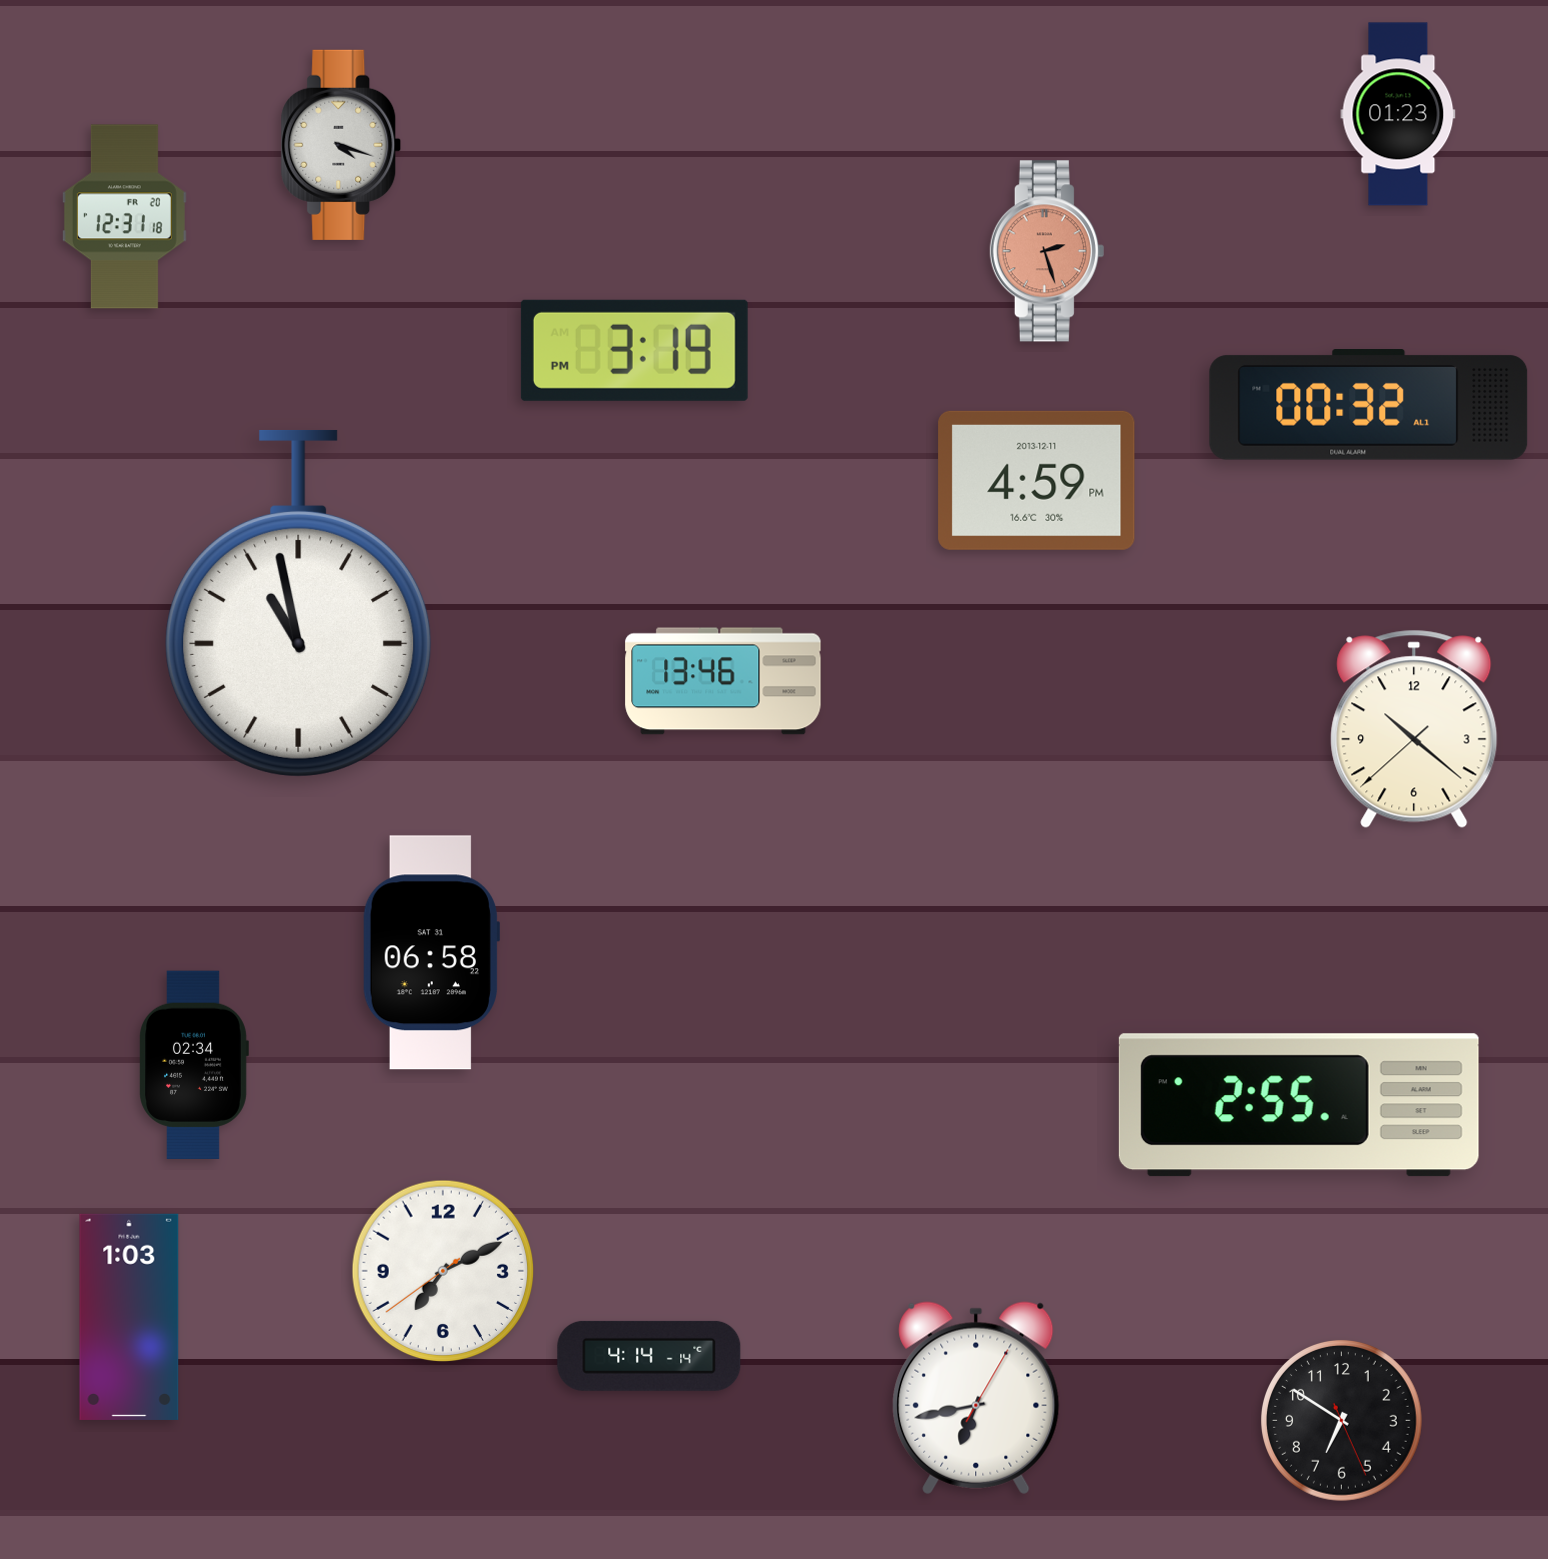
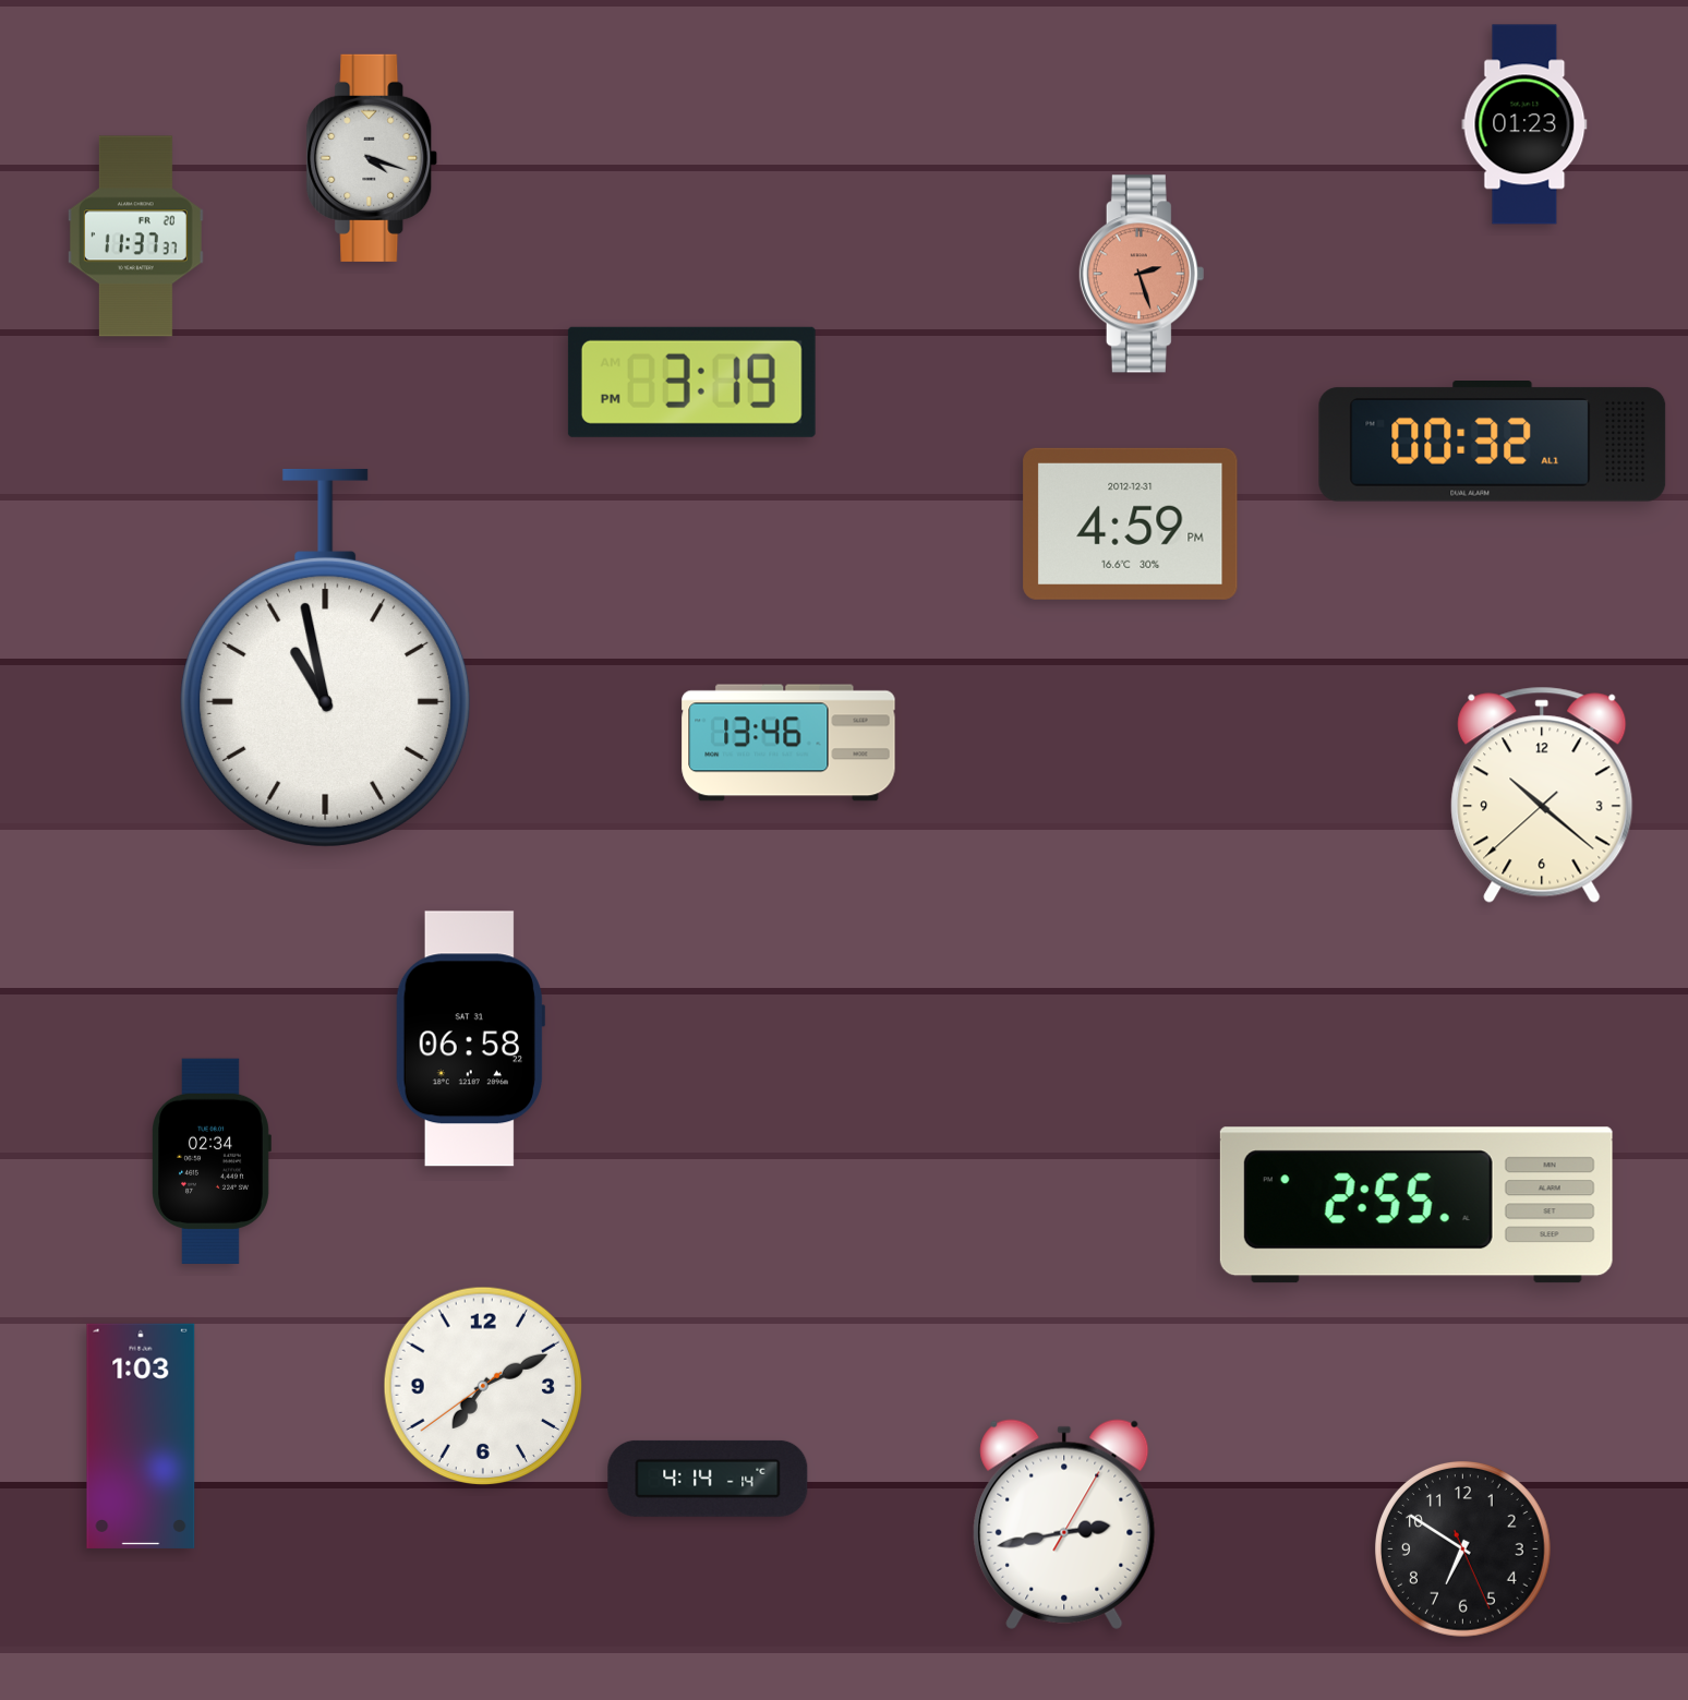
clock at (124, 217): 12:31 -> 11:37
clock at (1037, 480) date: 2013-12-11 -> 2012-12-31
clock at (976, 1398): 6:43 -> 2:43
